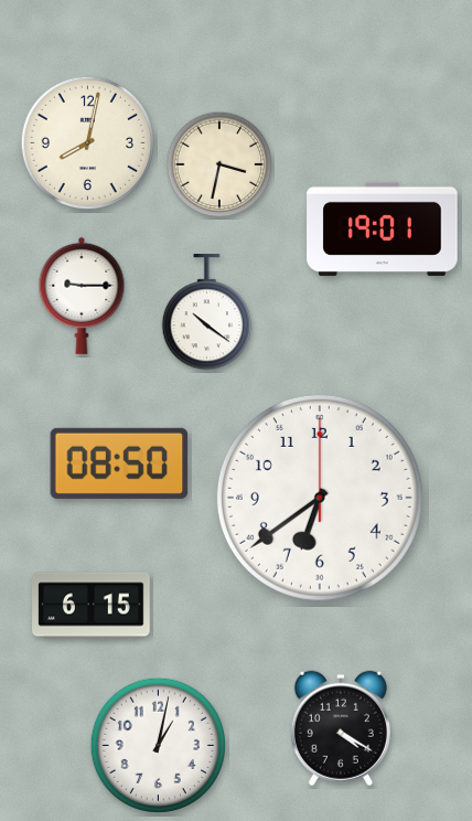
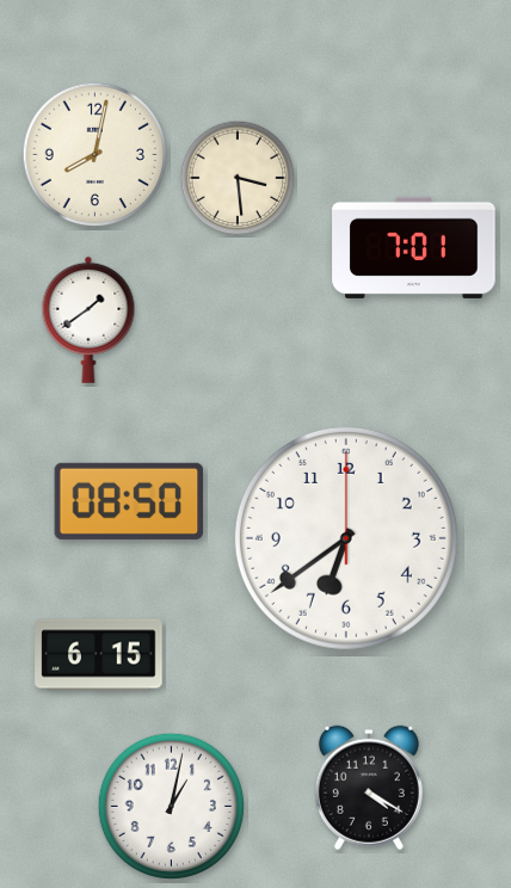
clock at (219, 164): 3:32 -> 3:29
clock at (383, 228): 19:01 -> 7:01
clock at (82, 296): 9:15 -> 1:39
clock at (207, 312): 10:21 -> none
